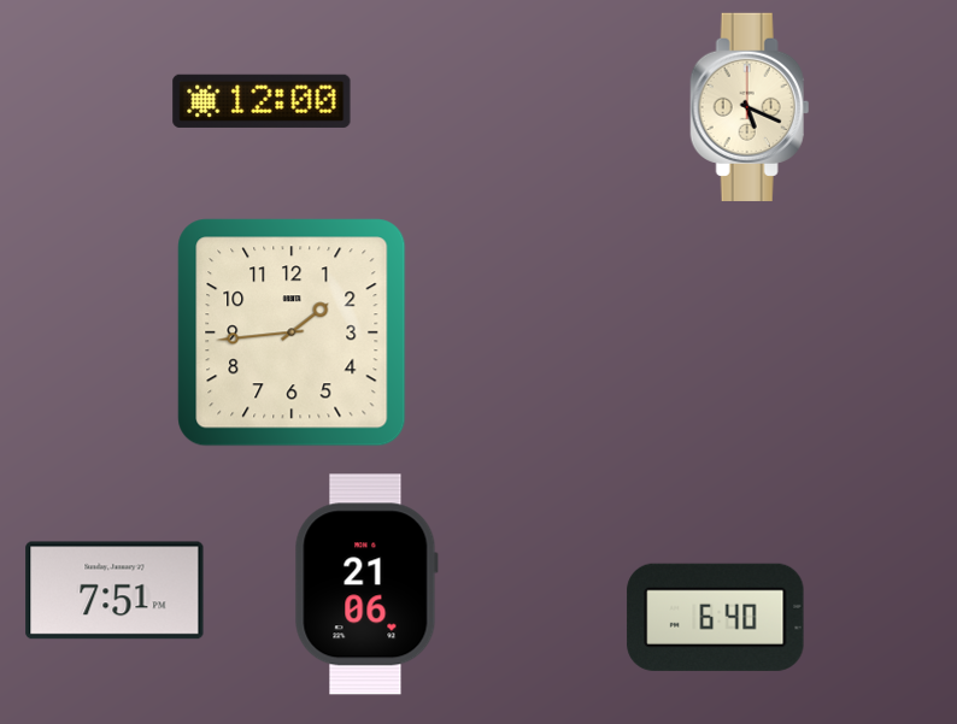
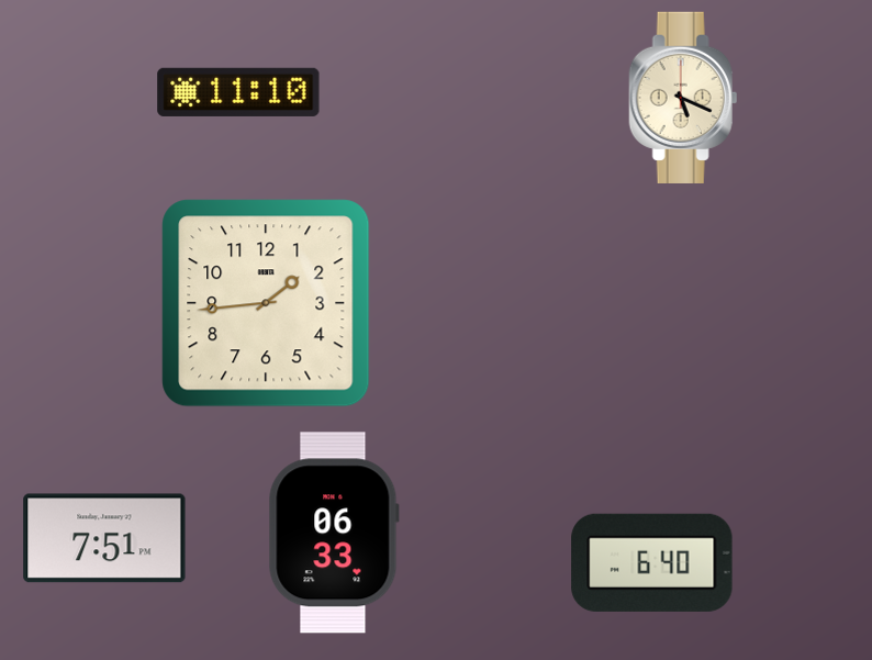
clock at (262, 101): 12:00 -> 11:10
clock at (366, 584): 21:06 -> 06:33
